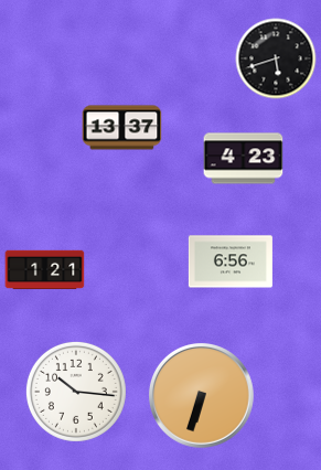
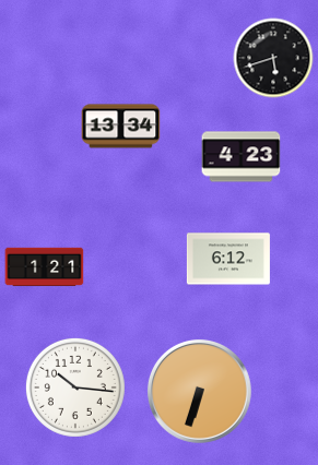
clock at (122, 128): 13:37 -> 13:34
clock at (231, 261): 6:56 -> 6:12
